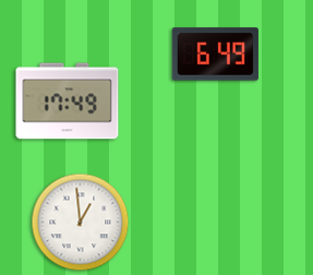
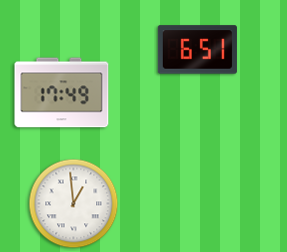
clock at (215, 55): 6:49 -> 6:51
